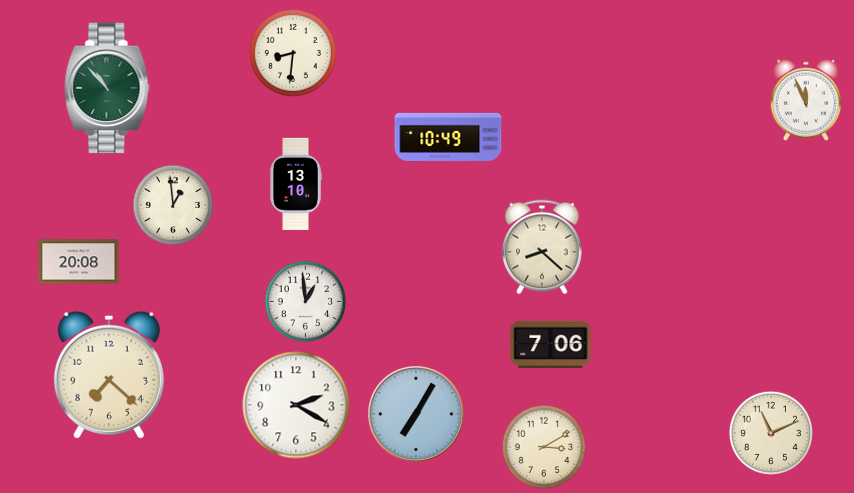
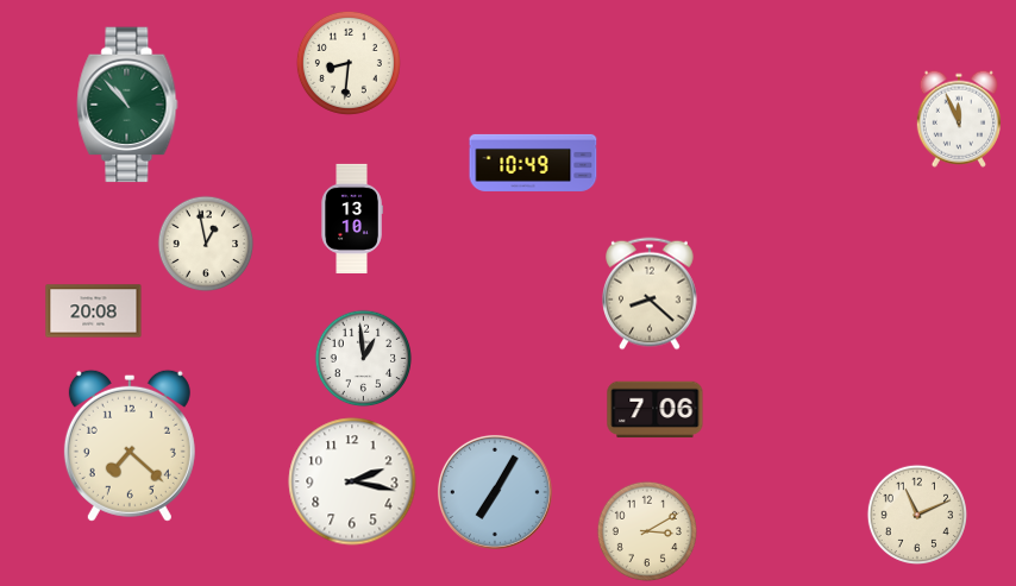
clock at (173, 205): 12:59 -> 12:58
clock at (543, 247) position: (543, 247) -> (651, 294)
clock at (296, 405): 2:20 -> 2:17
